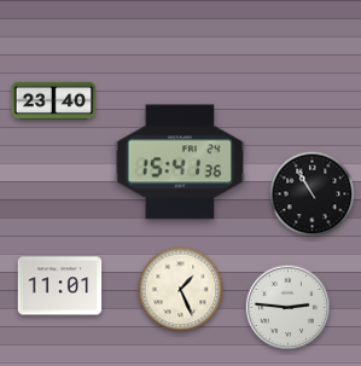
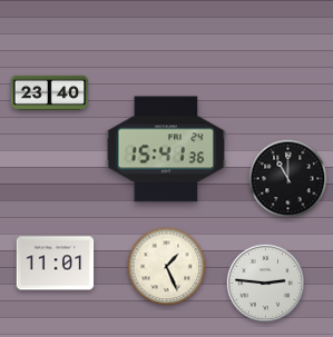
clock at (313, 194): 10:55 -> 11:00
